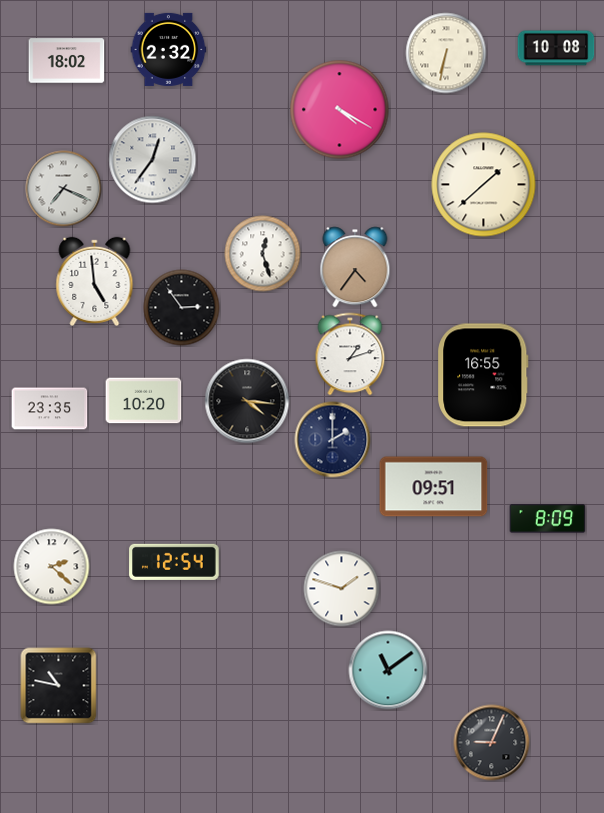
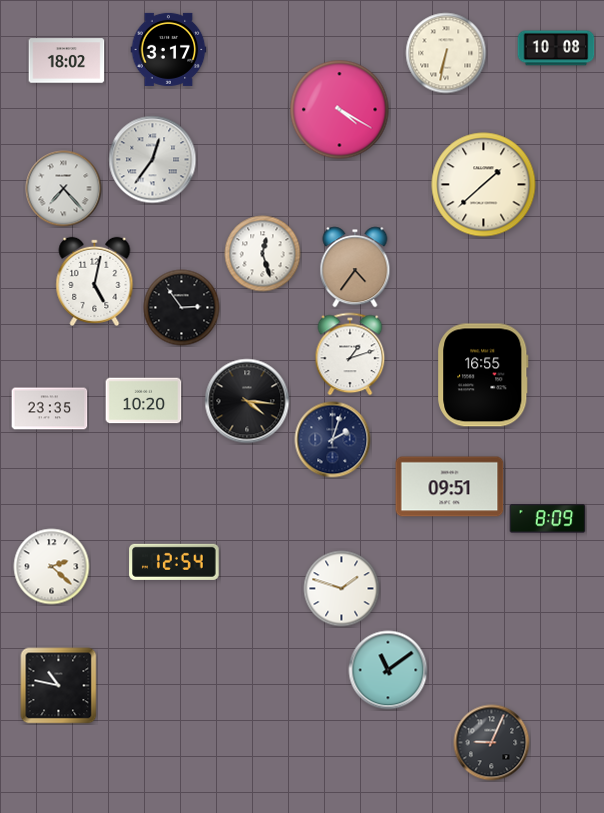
clock at (169, 49): 2:32 -> 3:17
clock at (64, 189): 7:19 -> 7:23
clock at (95, 281): 4:59 -> 5:02
clock at (333, 440): 2:00 -> 2:03
clock at (434, 487) position: (434, 487) -> (450, 487)
